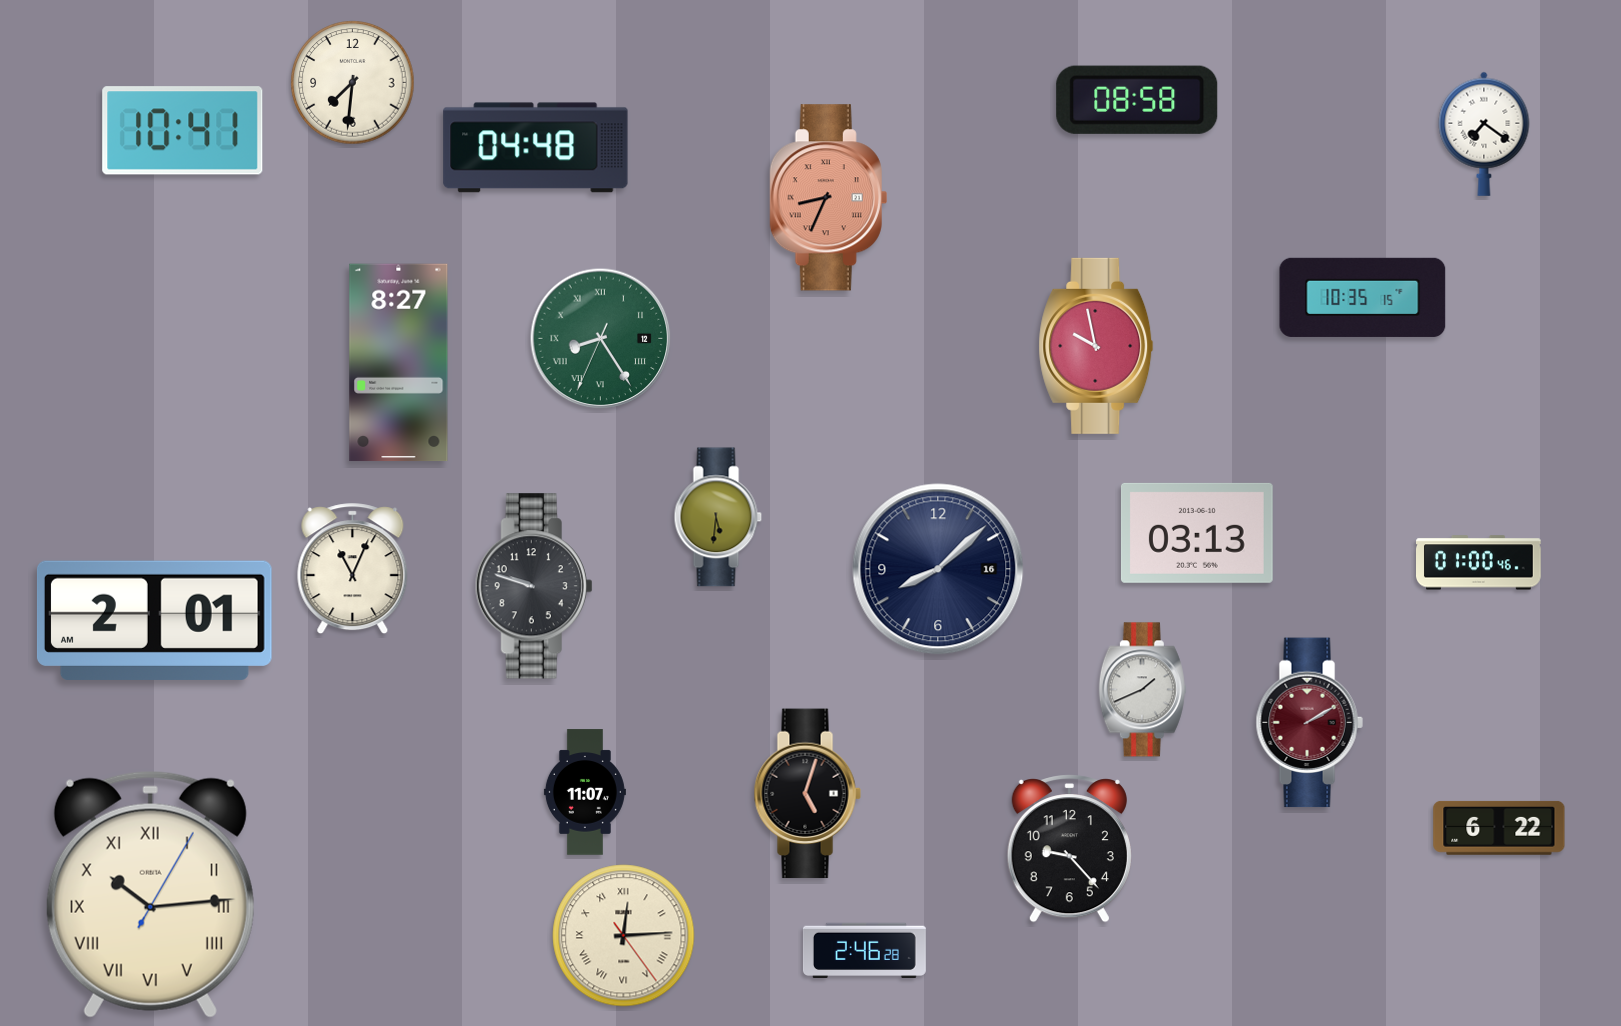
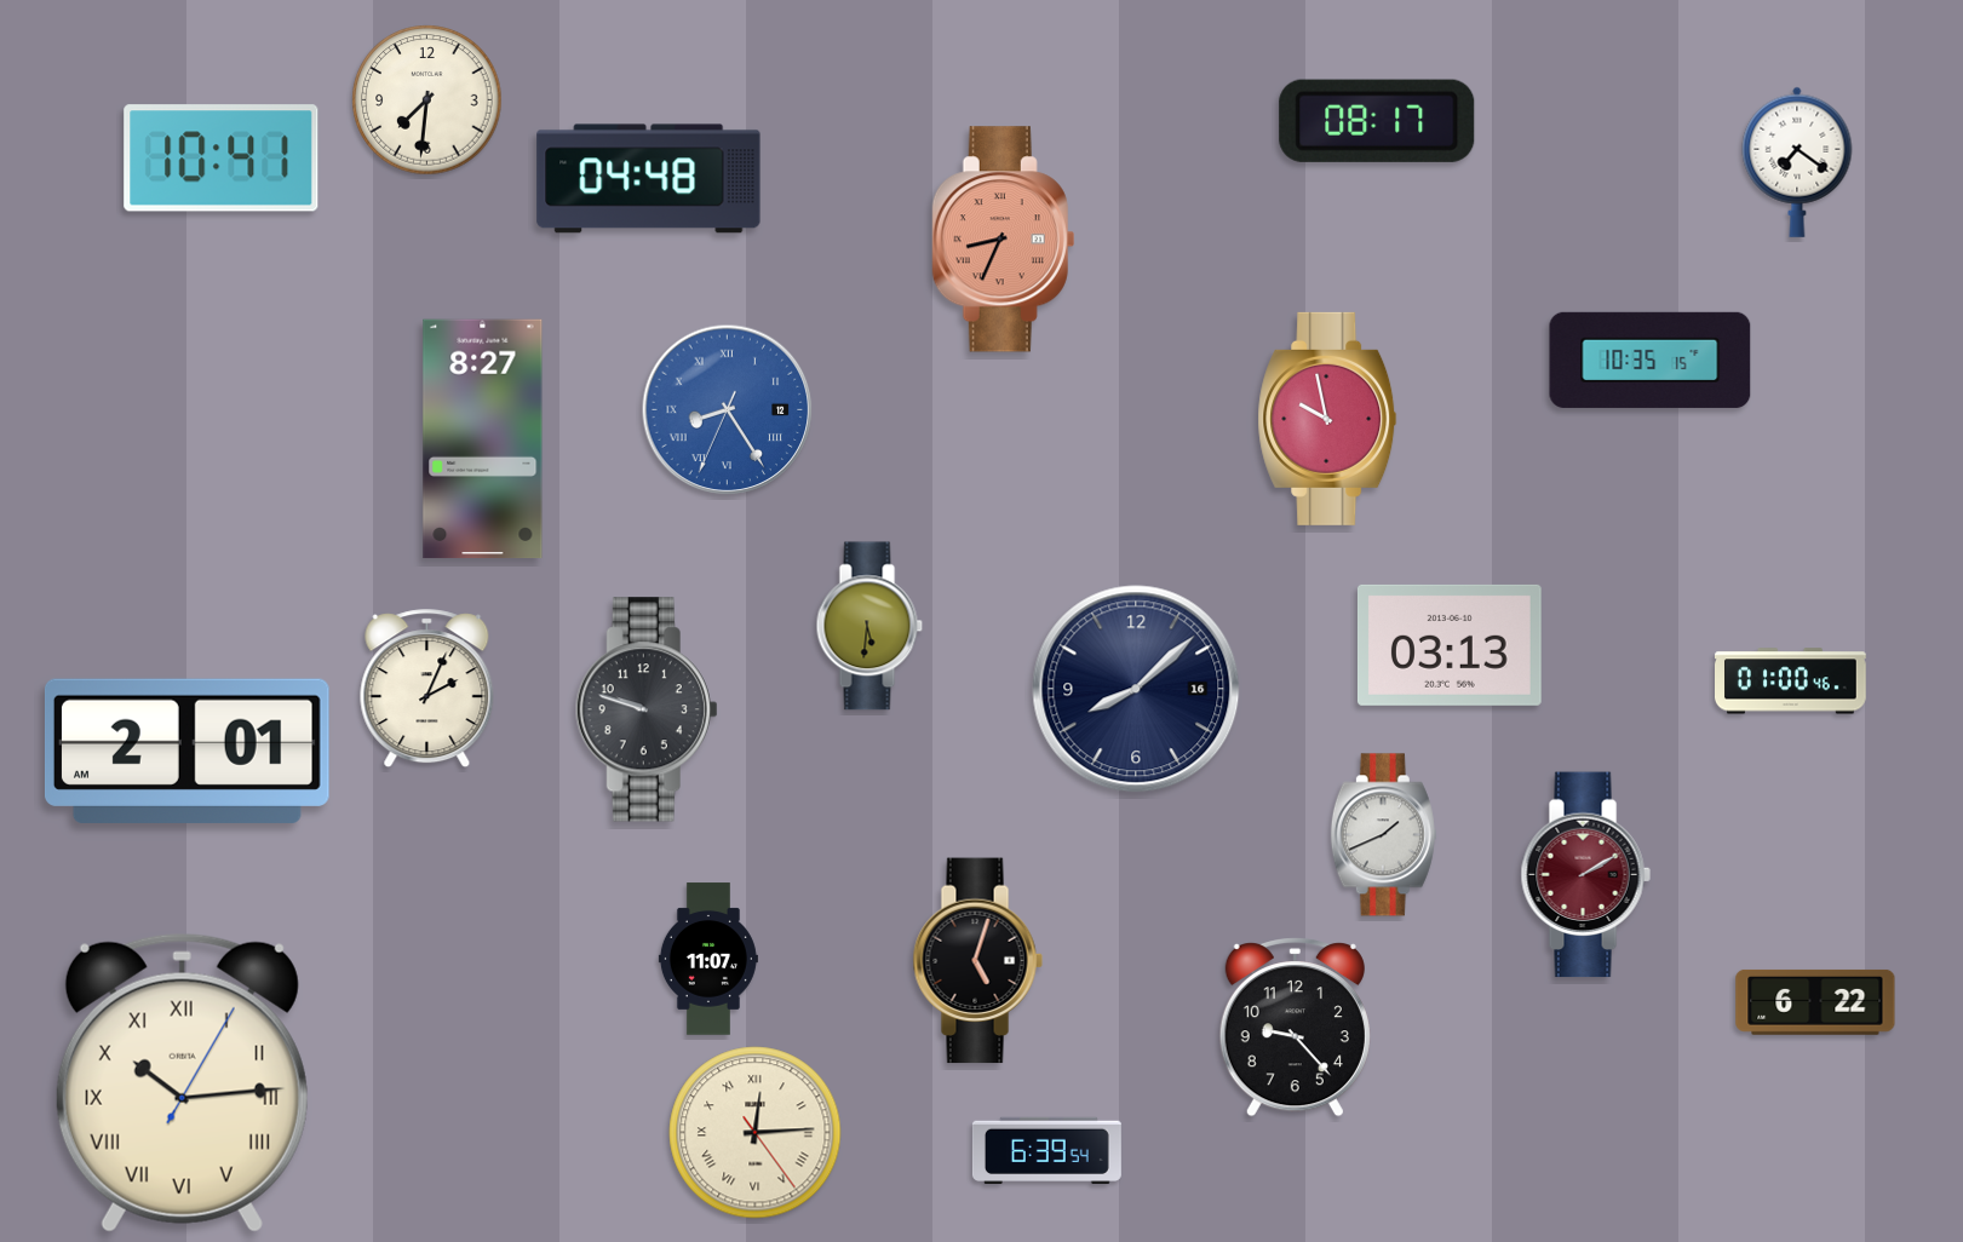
clock at (1137, 100): 08:58 -> 08:17
clock at (601, 339) dial: green -> blue
clock at (353, 569): 11:04 -> 2:04
clock at (864, 950): 2:46 -> 6:39
